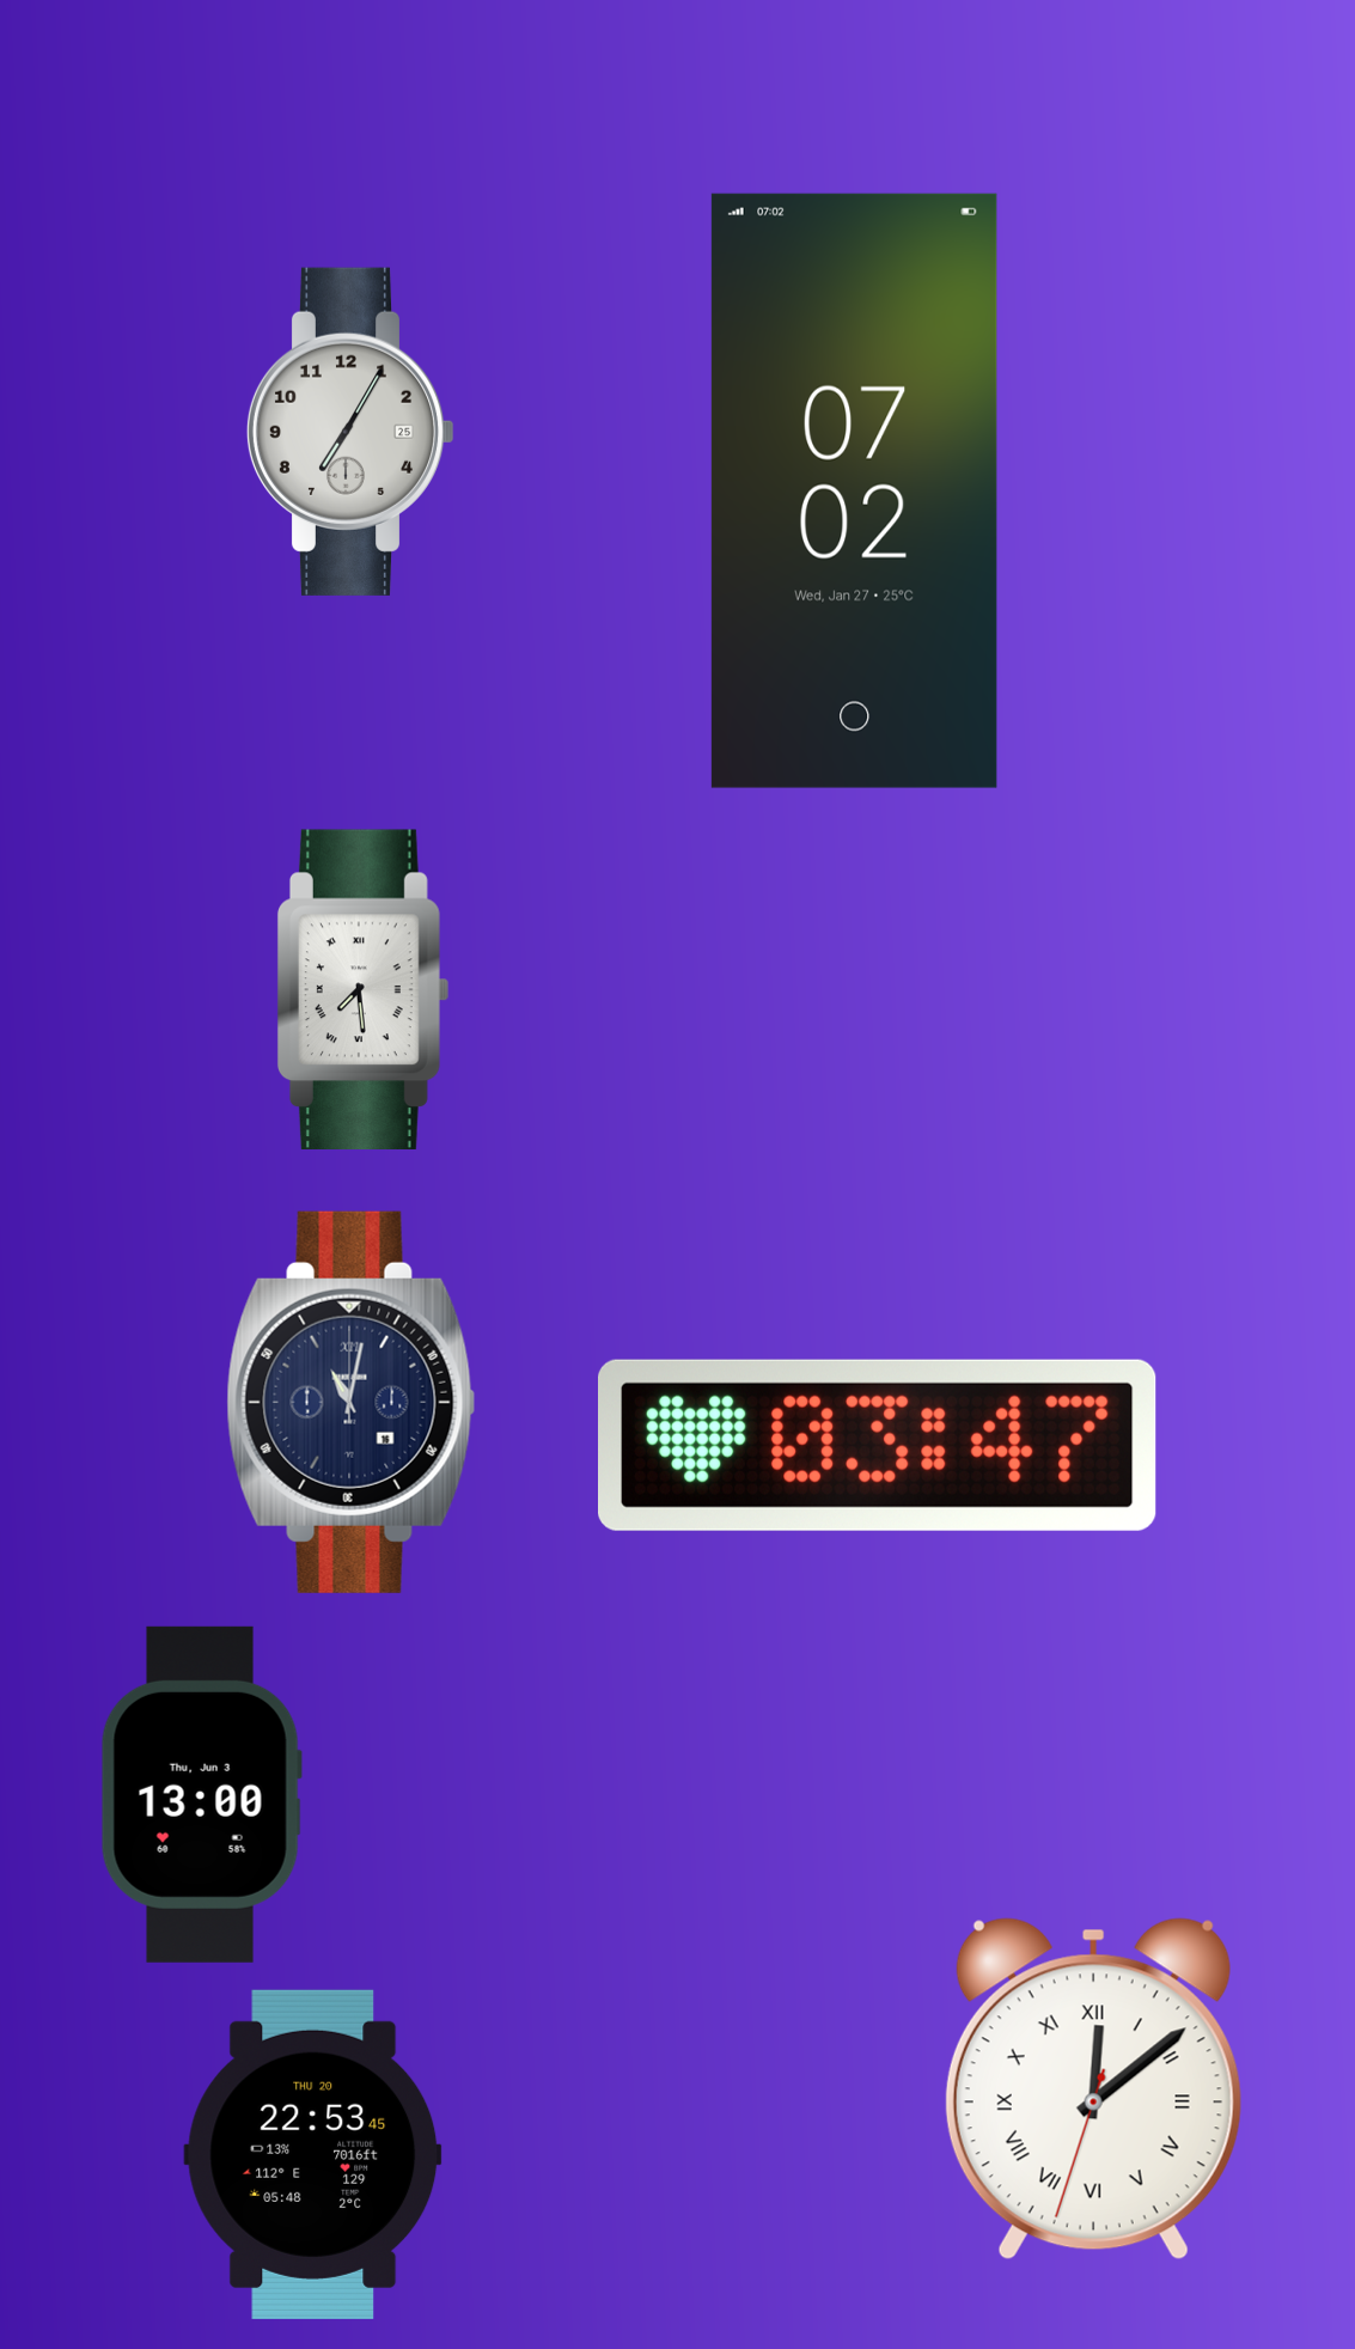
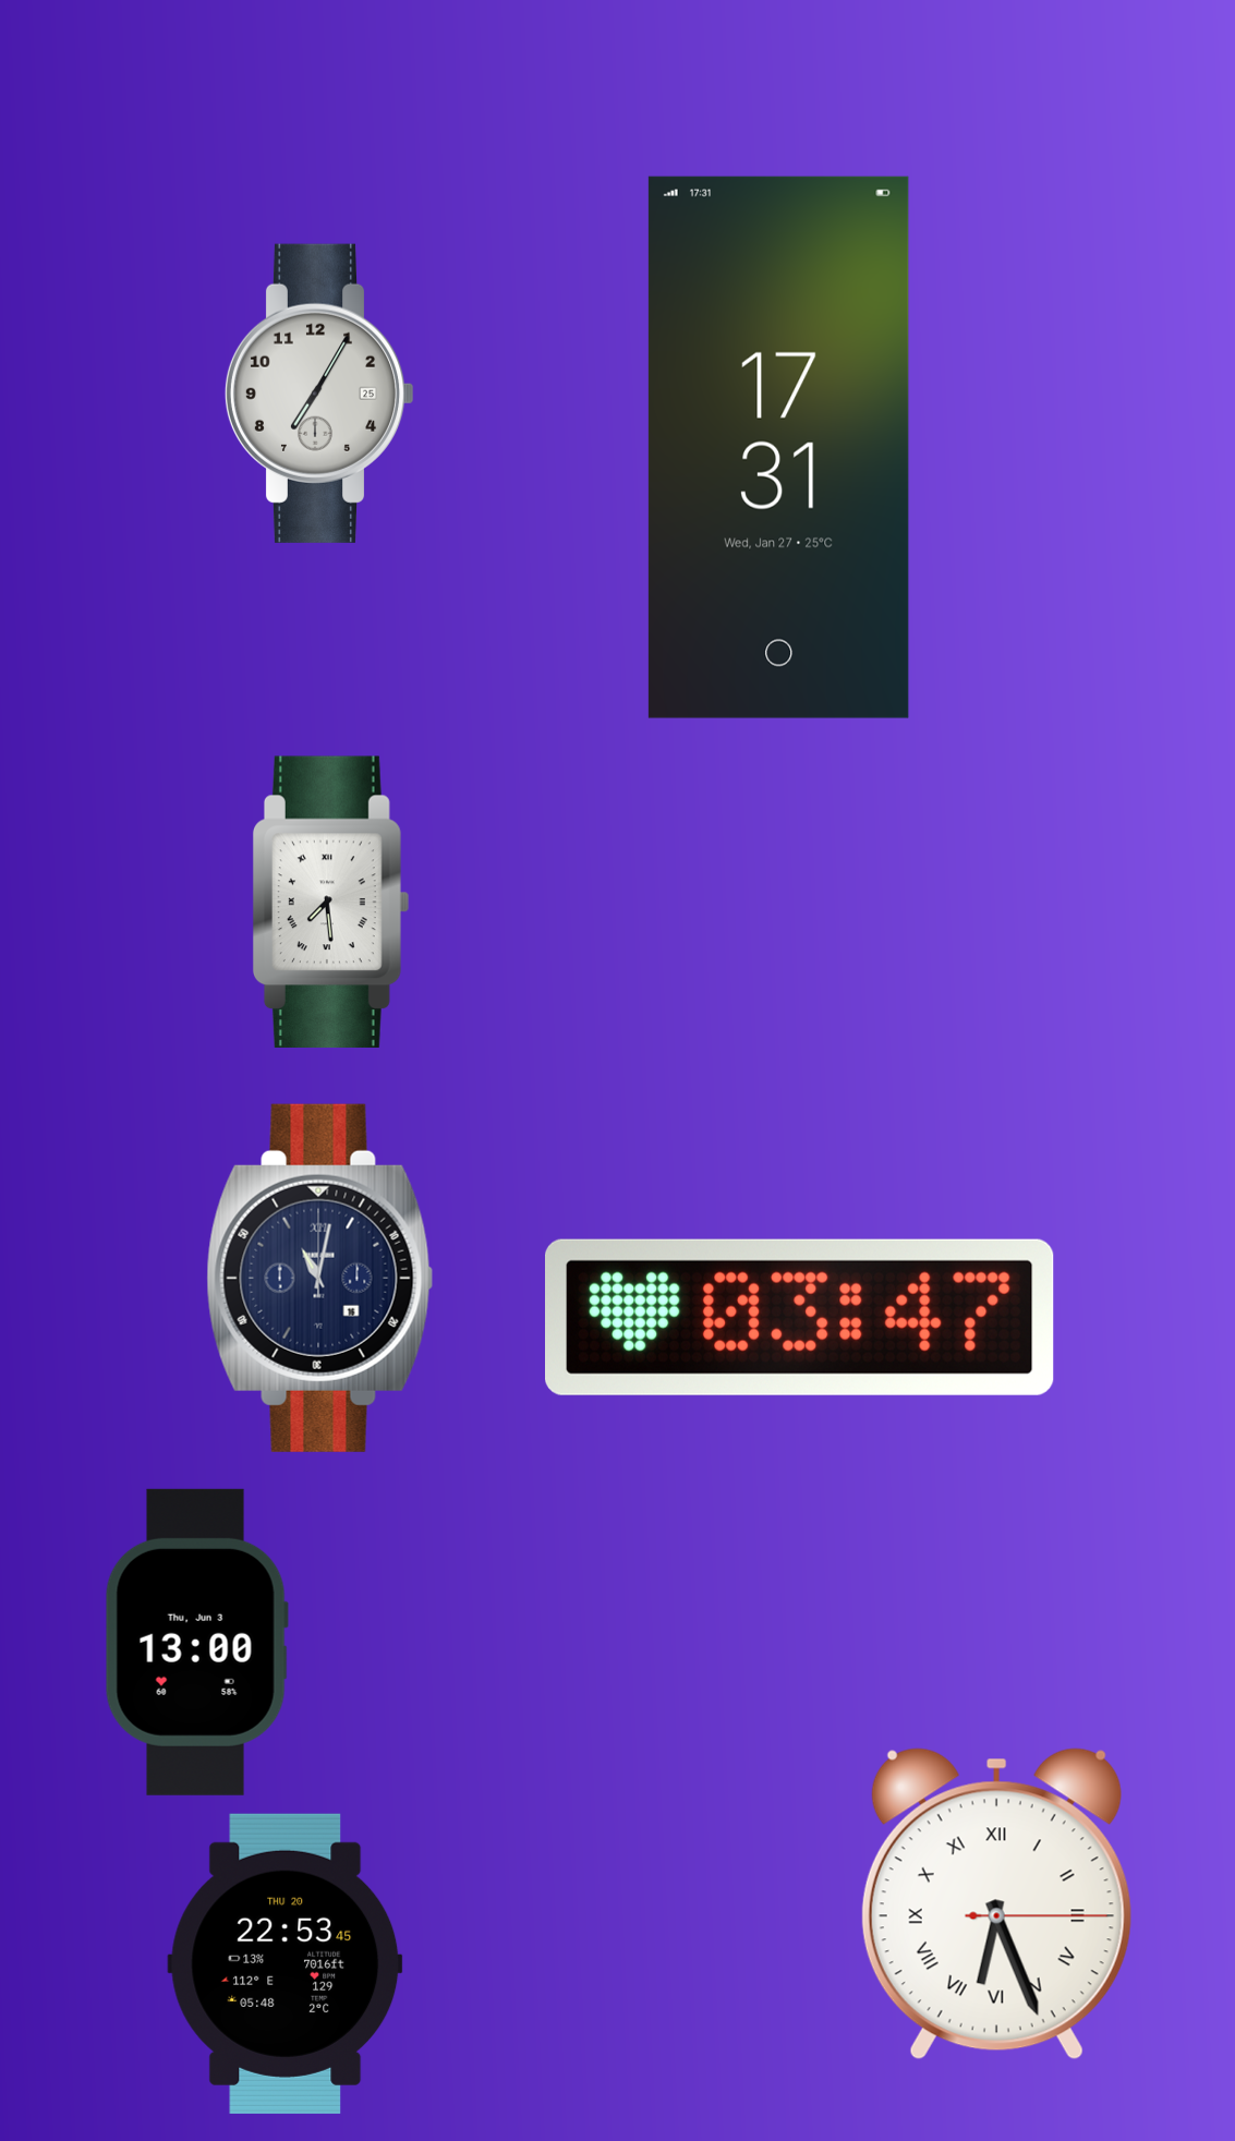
clock at (854, 490): 07:02 -> 17:31
clock at (201, 1794) position: (201, 1794) -> (196, 1642)
clock at (1093, 2089): 12:08 -> 6:26
